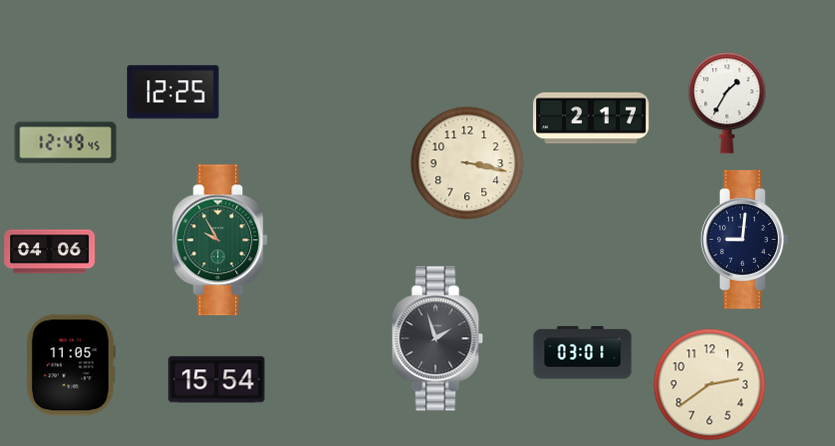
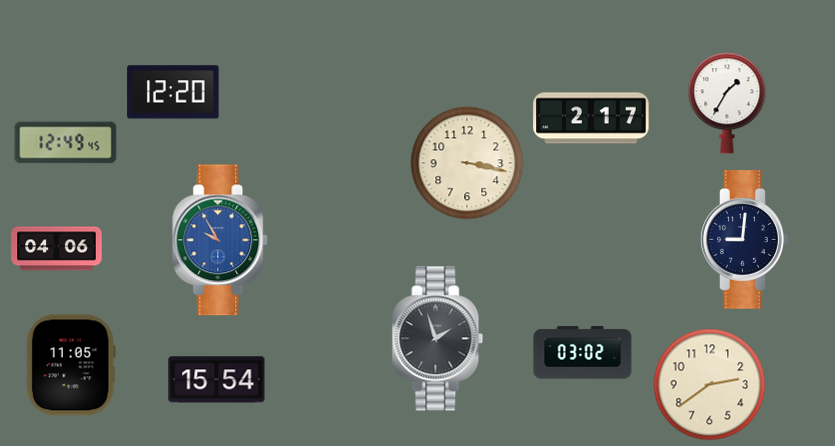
clock at (173, 92): 12:25 -> 12:20
clock at (221, 240) dial: green -> blue
clock at (50, 252) position: (50, 252) -> (57, 249)
clock at (583, 353): 03:01 -> 03:02
